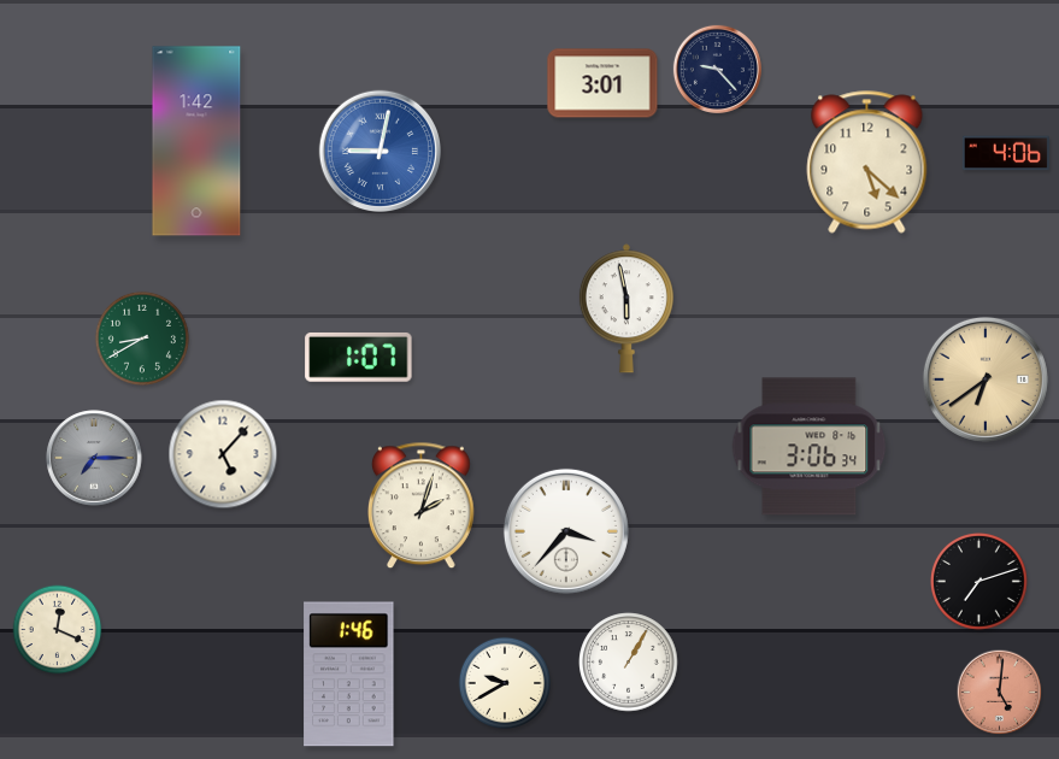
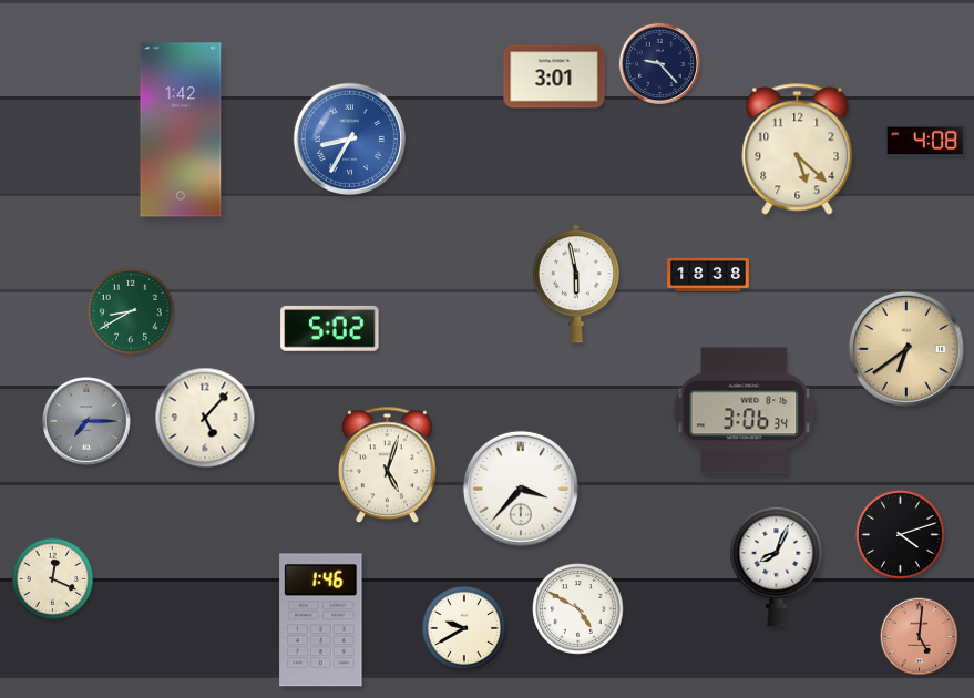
clock at (380, 151): 9:02 -> 8:35
clock at (1006, 153): 4:06 -> 4:08
clock at (708, 275): none -> 18:38
clock at (359, 358): 1:07 -> 5:02
clock at (422, 506): 2:03 -> 5:03
clock at (979, 582): 7:12 -> 4:12
clock at (777, 566): none -> 8:04
clock at (629, 663): 1:05 -> 4:50
